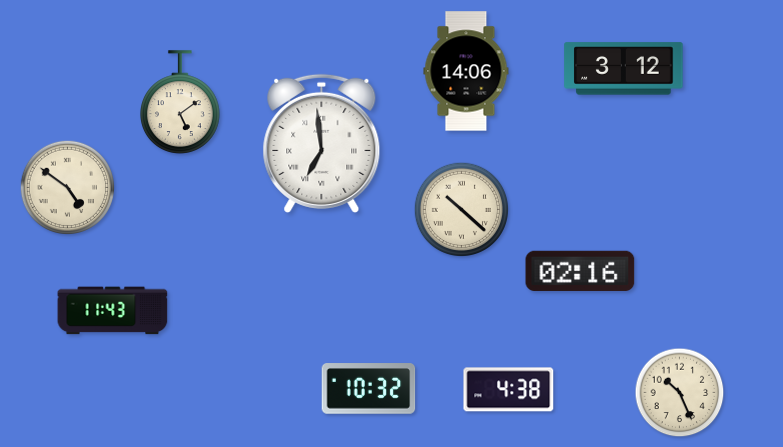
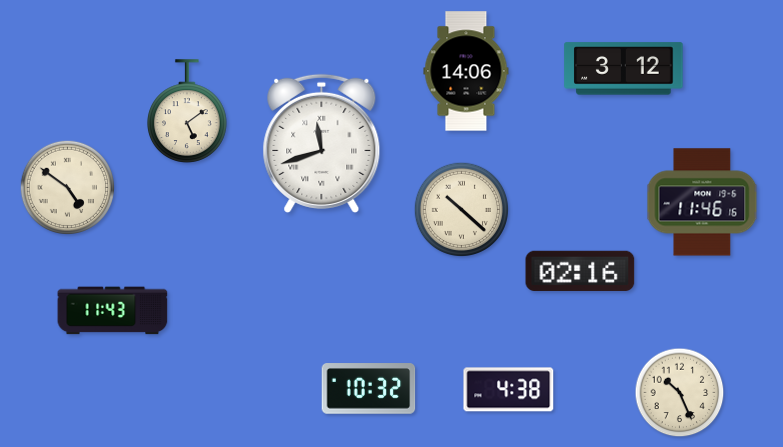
clock at (181, 102) position: (181, 102) -> (188, 111)
clock at (322, 143): 6:59 -> 11:42
clock at (702, 202): none -> 11:46
